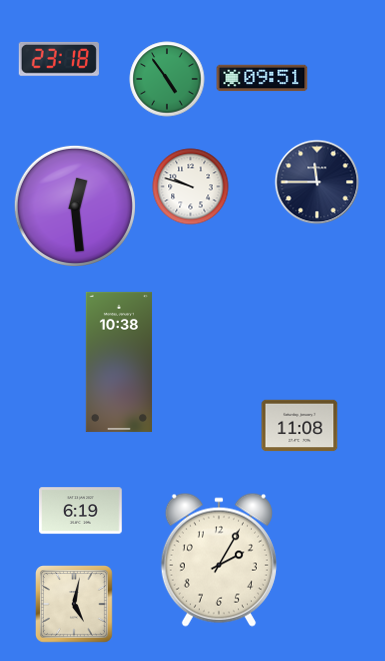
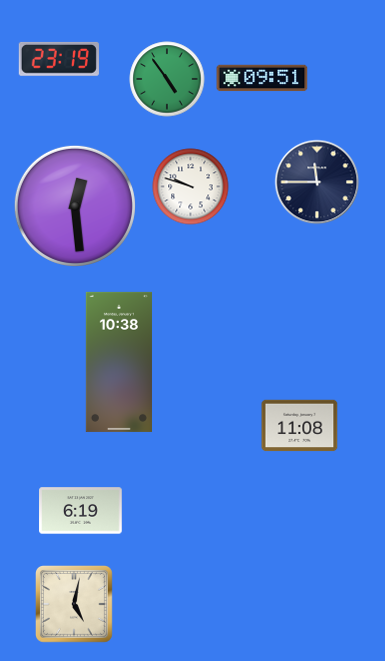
clock at (59, 59): 23:18 -> 23:19
clock at (219, 560): 2:05 -> none
